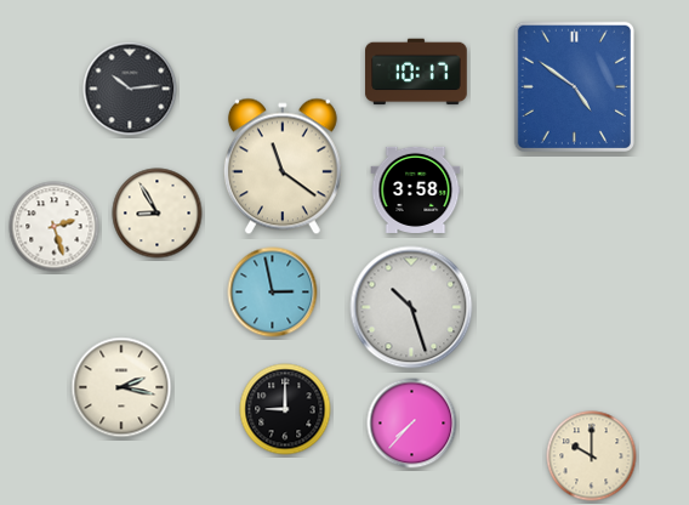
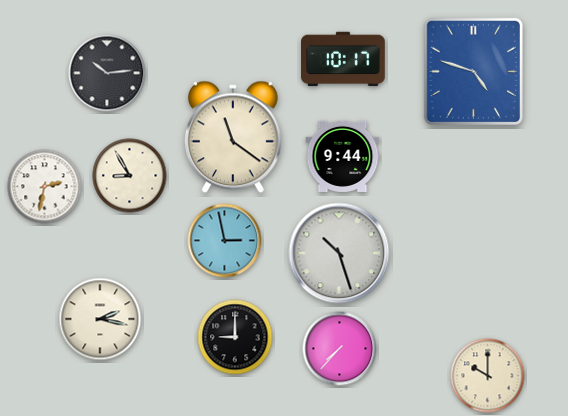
clock at (574, 86): 4:51 -> 4:48
clock at (416, 189): 3:58 -> 9:44
clock at (55, 227): 2:27 -> 2:32
